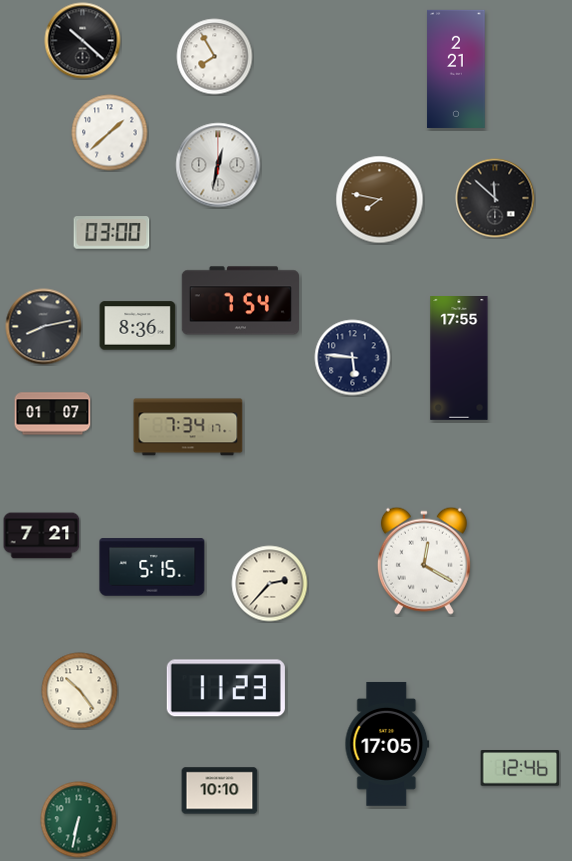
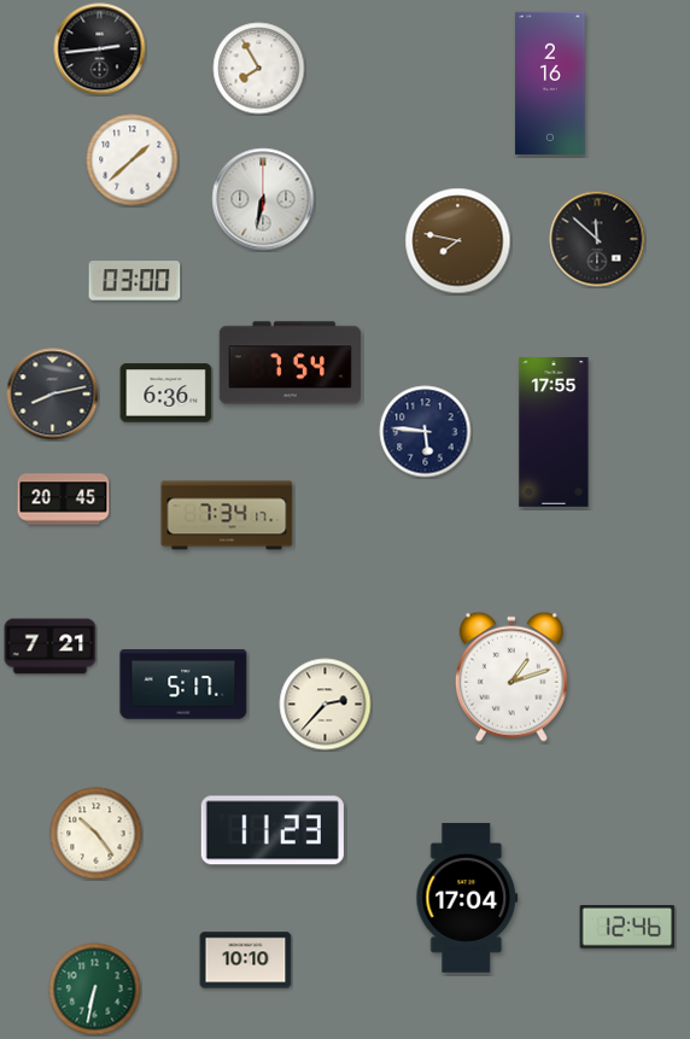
clock at (83, 41): 10:22 -> 2:44
clock at (456, 69): 2:21 -> 2:16
clock at (218, 165): 12:32 -> 6:32
clock at (138, 326): 8:36 -> 6:36
clock at (53, 414): 01:07 -> 20:45
clock at (424, 561): 12:20 -> 1:12
clock at (152, 567): 5:15 -> 5:17
clock at (387, 744): 17:05 -> 17:04
clock at (220, 791) position: (220, 791) -> (246, 961)
